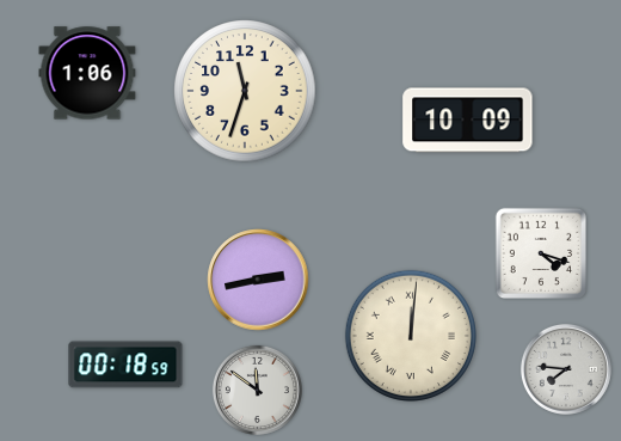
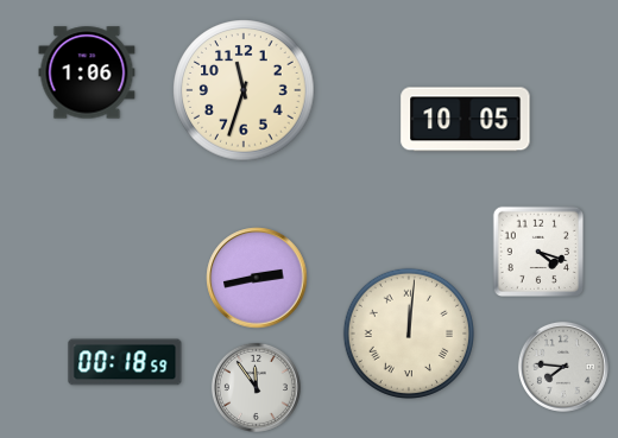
clock at (468, 121): 10:09 -> 10:05
clock at (257, 390): 11:51 -> 11:54
